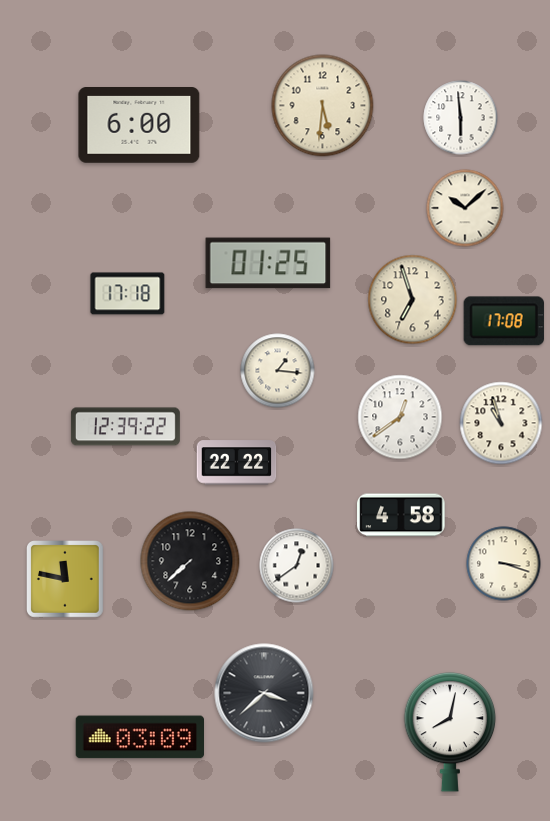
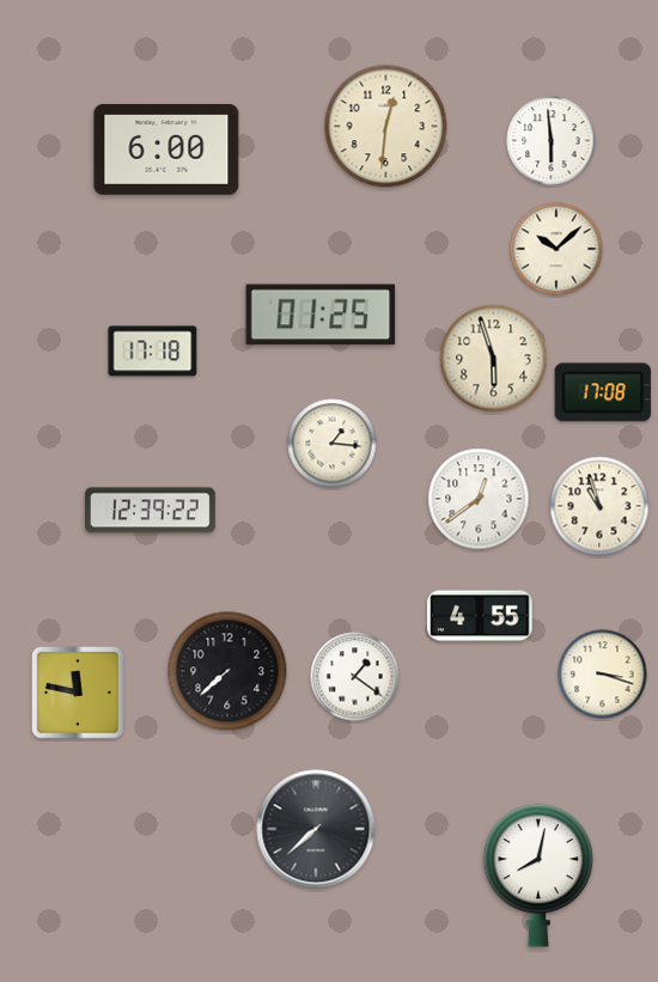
clock at (323, 106): 5:31 -> 12:31
clock at (413, 300): 6:57 -> 5:57
clock at (504, 321) position: (504, 321) -> (603, 392)
clock at (237, 463): 22:22 -> none
clock at (401, 515): 4:58 -> 4:55
clock at (297, 566): 12:39 -> 1:21
clock at (264, 693): 3:38 -> 7:38
clock at (139, 737): 03:09 -> none
